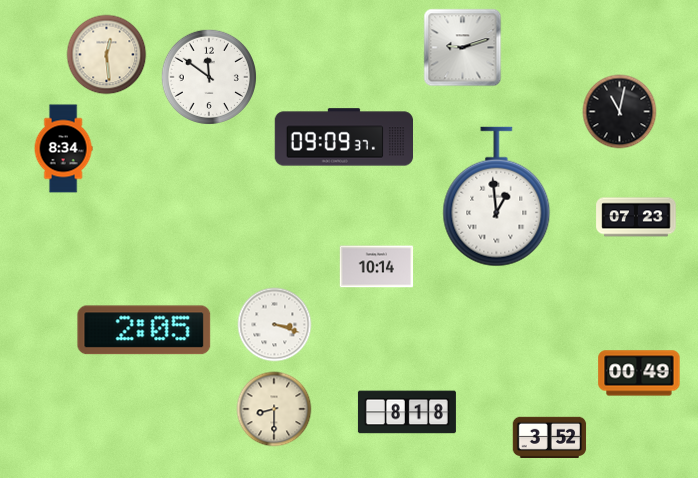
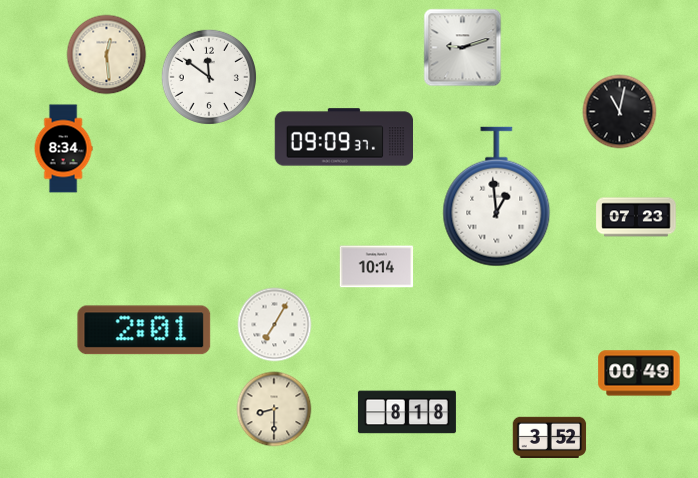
clock at (275, 325): 3:18 -> 7:05
clock at (144, 330): 2:05 -> 2:01
